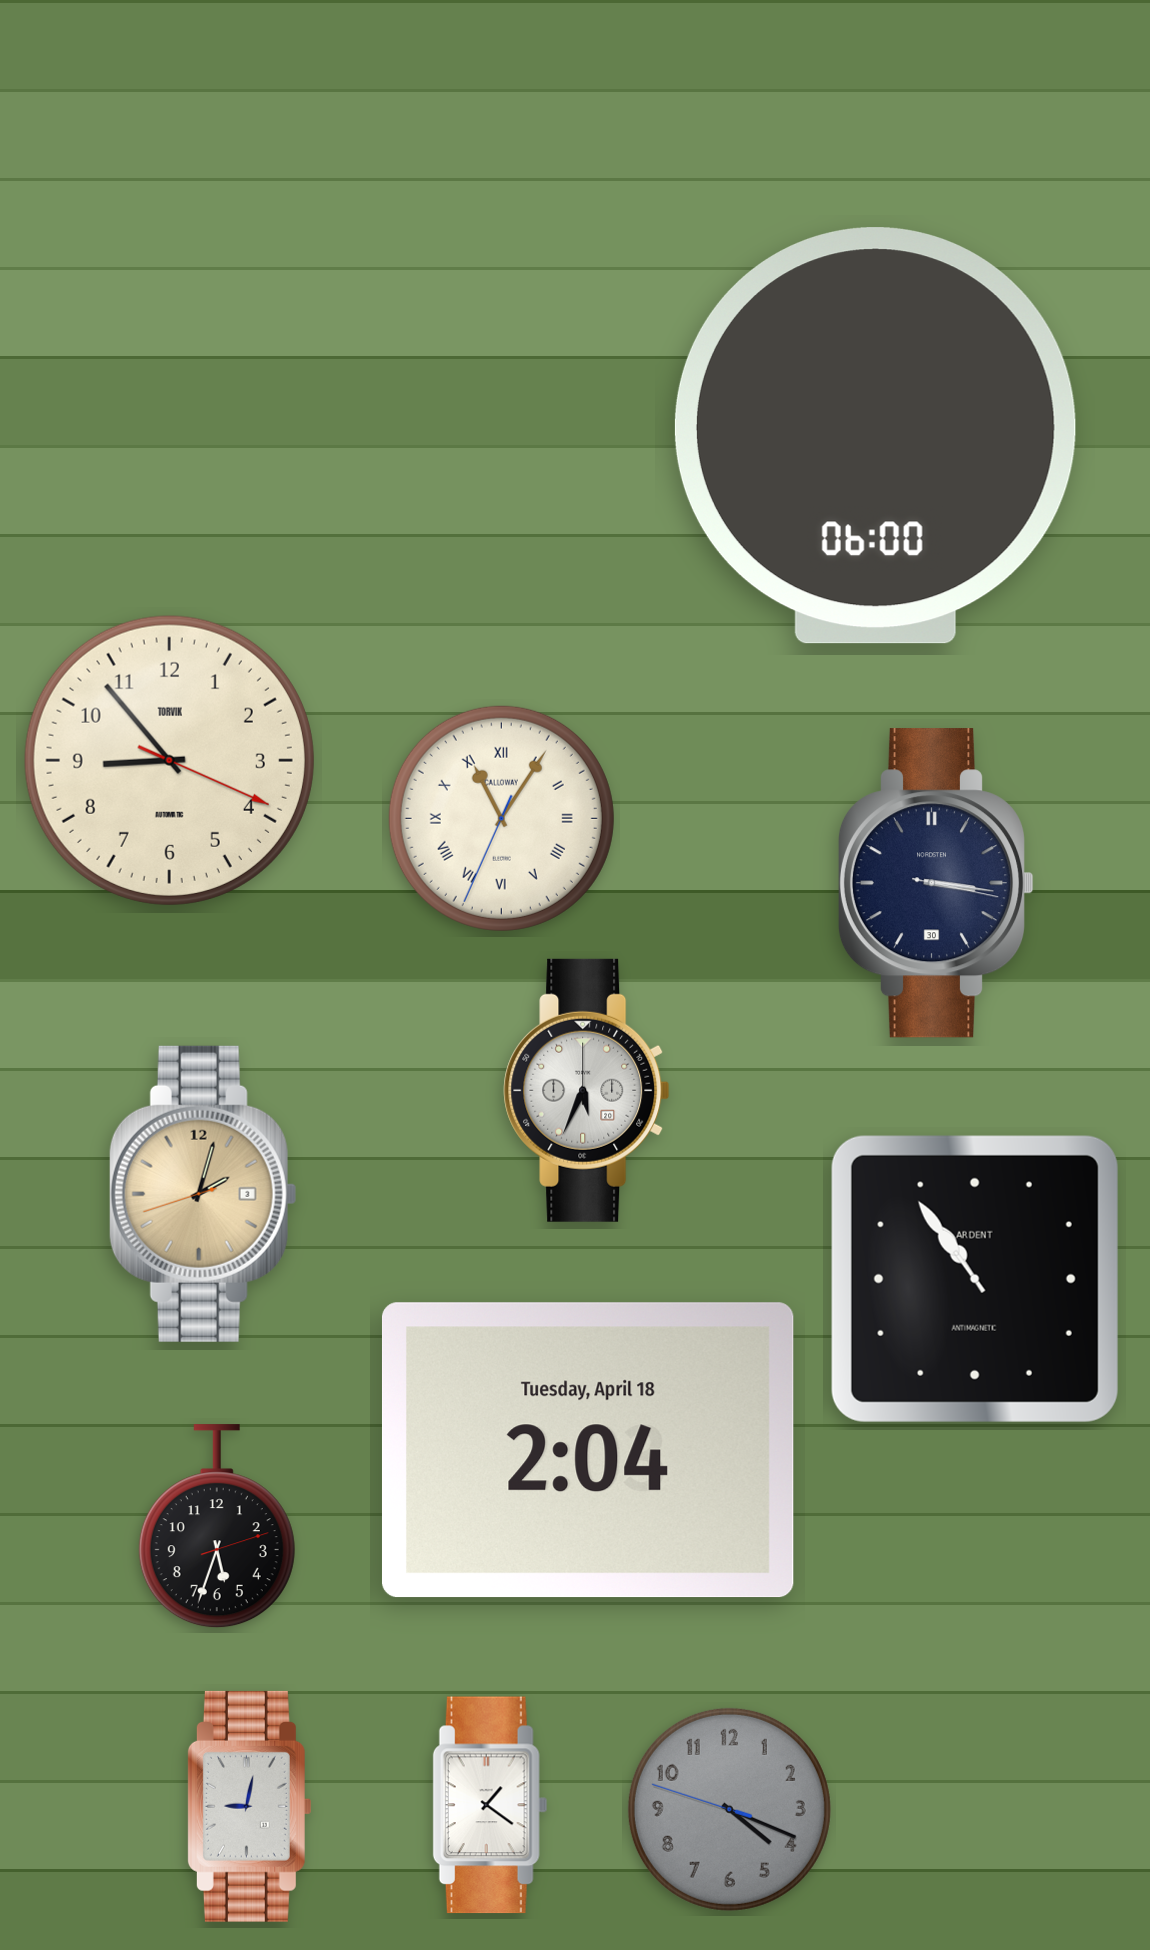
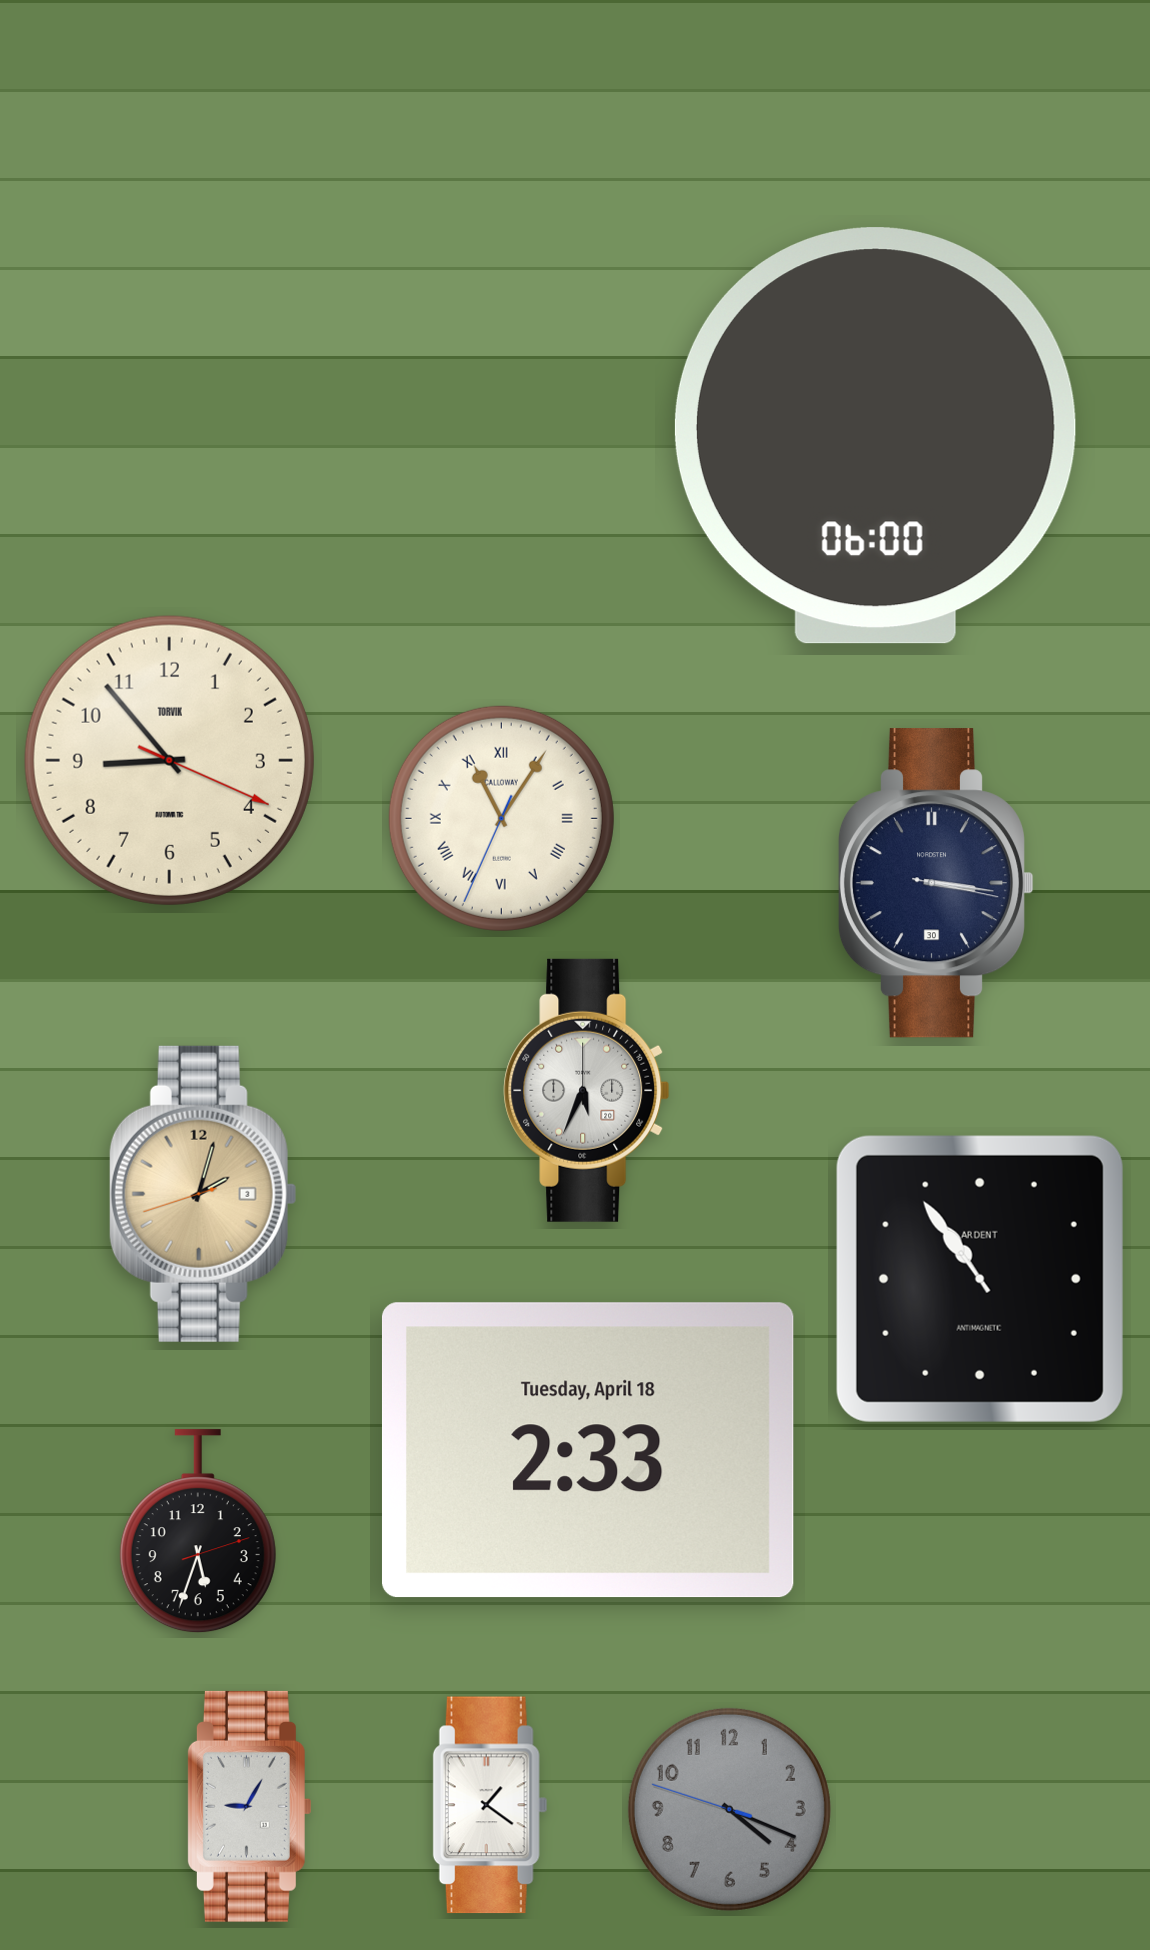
clock at (975, 1279) position: (975, 1279) -> (980, 1279)
clock at (588, 1450): 2:04 -> 2:33
clock at (217, 1527) position: (217, 1527) -> (198, 1532)
clock at (249, 1806): 9:02 -> 9:05
